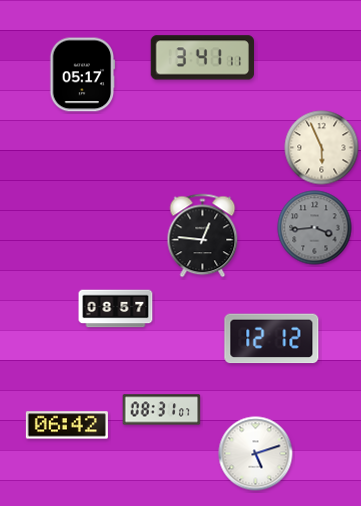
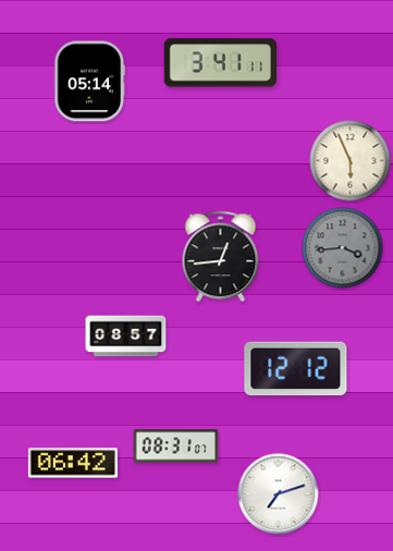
clock at (83, 75): 05:17 -> 05:14
clock at (203, 236): 12:46 -> 12:44
clock at (256, 454): 5:12 -> 7:12
